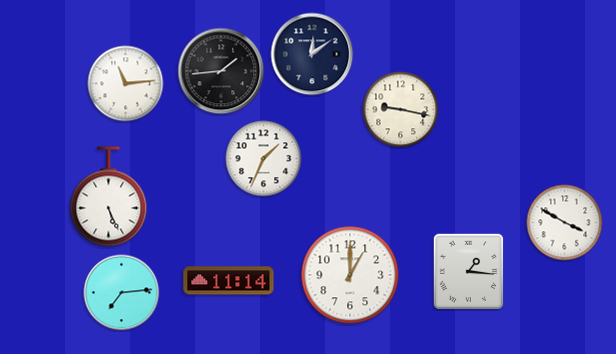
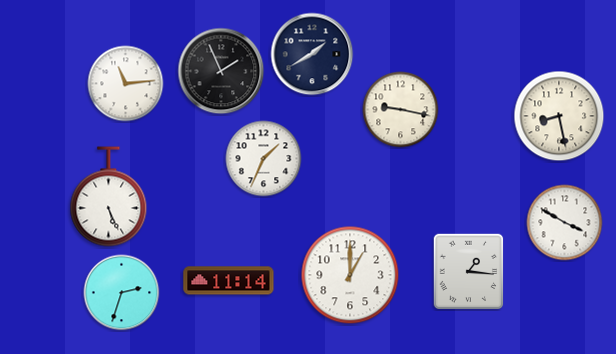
clock at (312, 54): 12:09 -> 1:40
clock at (221, 71): 1:44 -> 1:56
clock at (559, 116): none -> 8:28
clock at (122, 293): 7:14 -> 2:33
